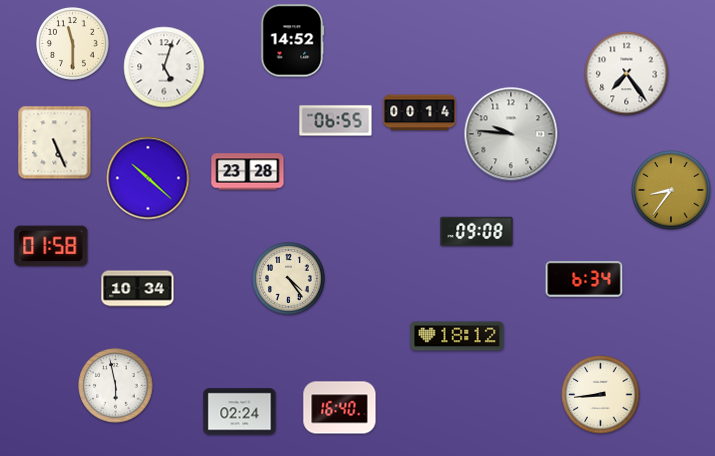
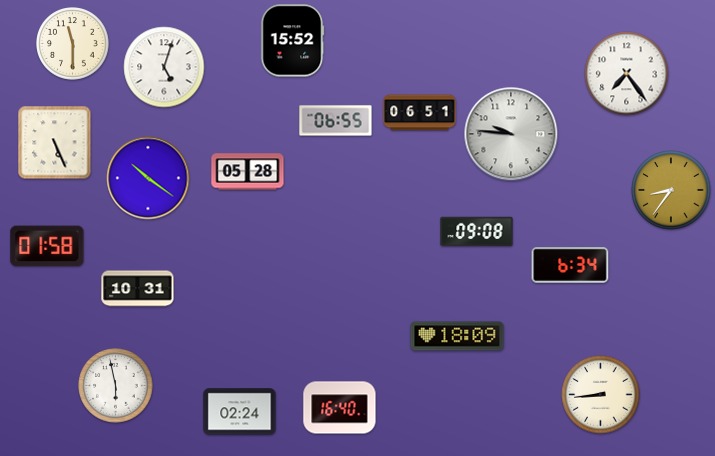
clock at (292, 41): 14:52 -> 15:52
clock at (420, 113): 00:14 -> 06:51
clock at (248, 172): 23:28 -> 05:28
clock at (148, 178): 10:22 -> 10:21
clock at (51, 246) position: (51, 246) -> (47, 246)
clock at (289, 279): 4:24 -> none
clock at (584, 280) position: (584, 280) -> (570, 266)
clock at (138, 289): 10:34 -> 10:31
clock at (457, 336): 18:12 -> 18:09
